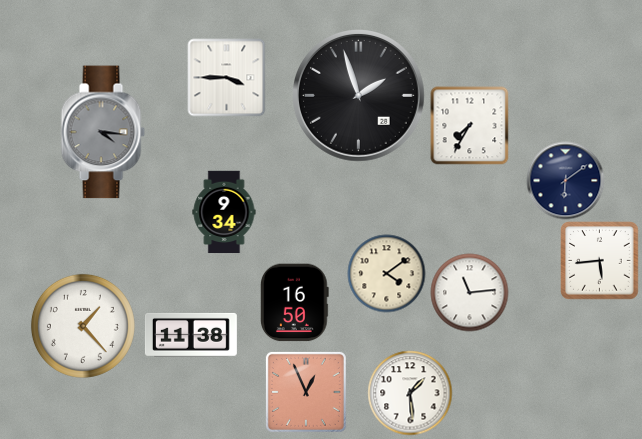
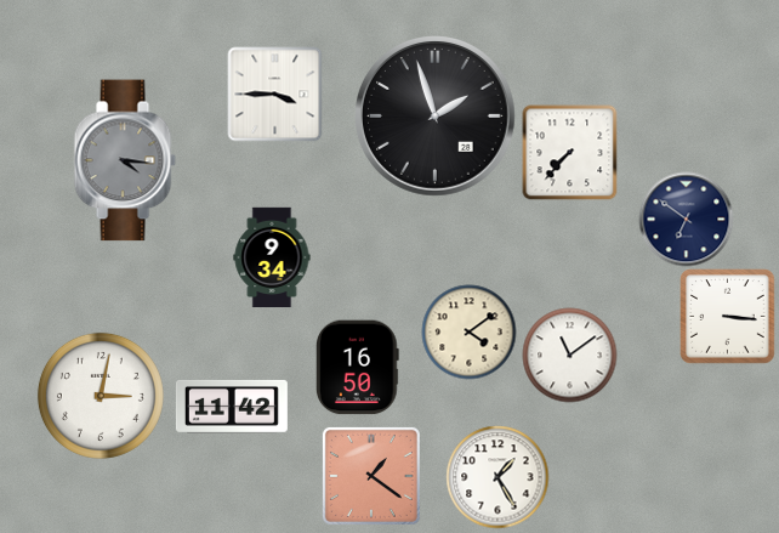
clock at (469, 125): 7:35 -> 7:37
clock at (565, 180): 6:09 -> 6:51
clock at (599, 260): 5:44 -> 3:16
clock at (469, 292): 11:14 -> 11:09
clock at (83, 326): 1:23 -> 3:02
clock at (191, 335): 11:38 -> 11:42
clock at (306, 392): 12:56 -> 1:21
clock at (410, 393): 1:29 -> 1:25
